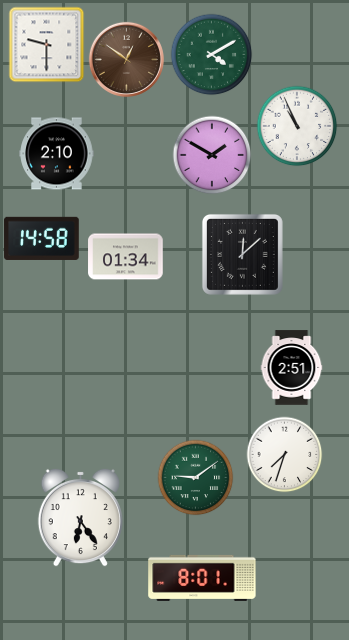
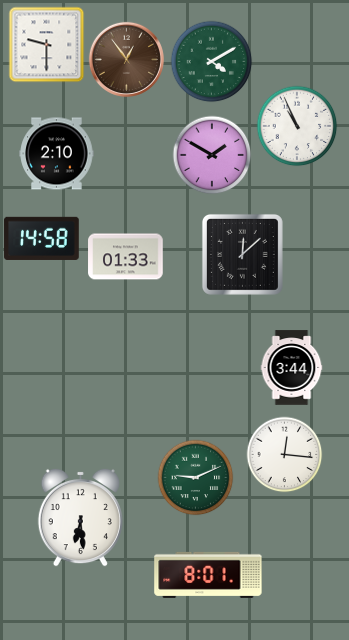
clock at (212, 55) position: (212, 55) -> (212, 62)
clock at (126, 59): 12:51 -> 12:54
clock at (126, 257): 01:34 -> 01:33
clock at (292, 368): 2:51 -> 3:44
clock at (285, 455): 7:33 -> 12:16
clock at (196, 478): 9:09 -> 9:11
clock at (80, 517): 6:24 -> 6:29
clock at (202, 578) position: (202, 578) -> (208, 575)
